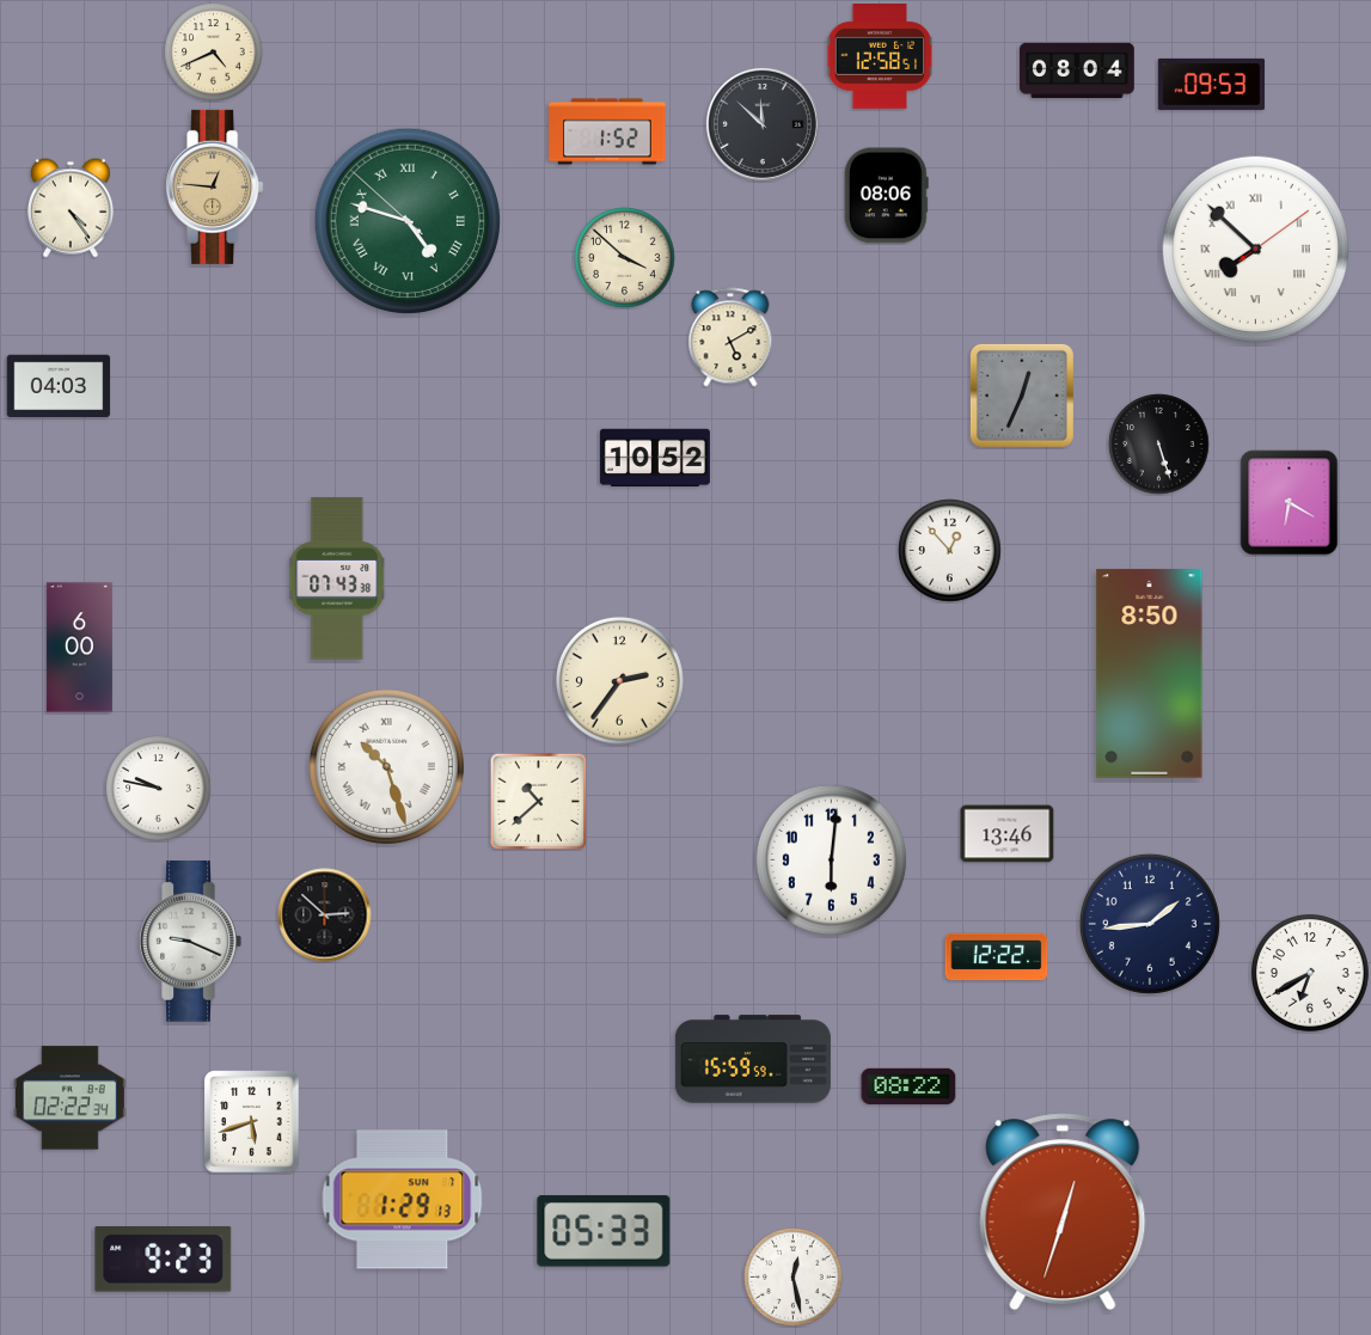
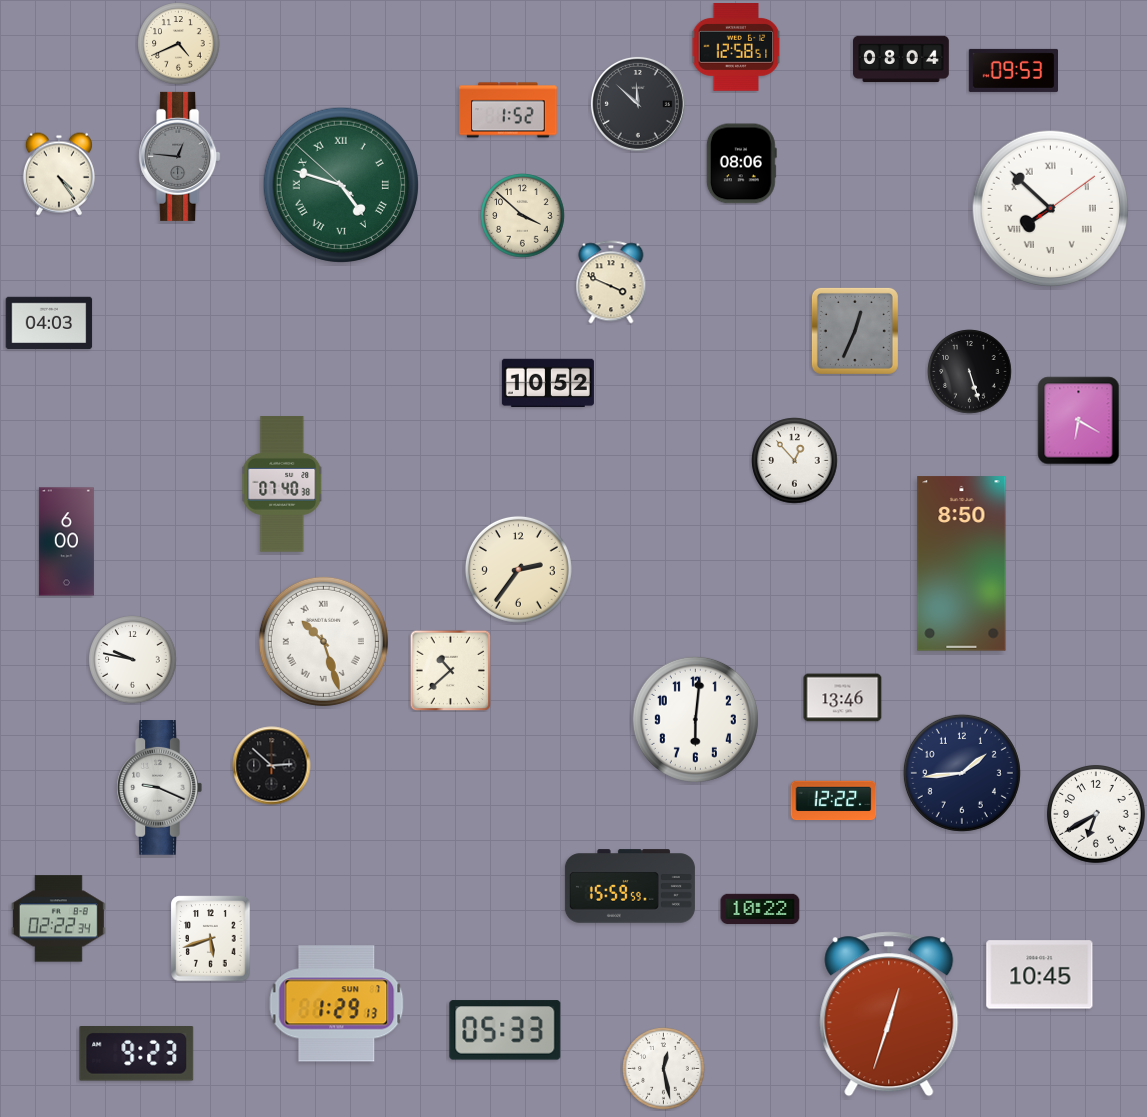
clock at (215, 186) dial: champagne -> grey
clock at (730, 337): 5:10 -> 3:49
clock at (338, 578): 07:43 -> 07:40
clock at (908, 1085): 08:22 -> 10:22
clock at (1040, 975): none -> 10:45
